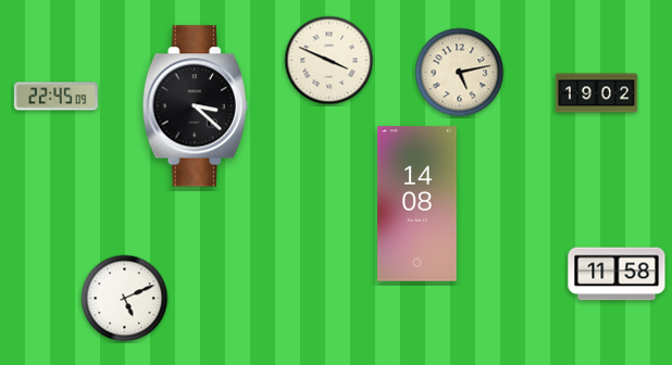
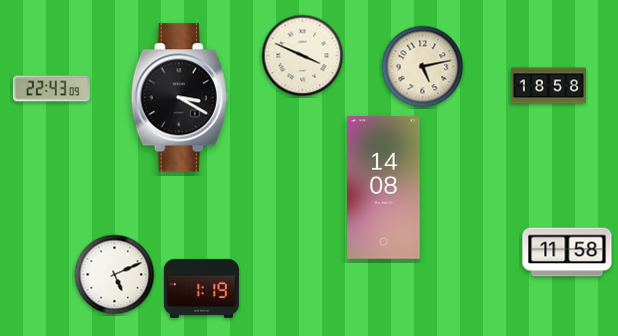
clock at (596, 93): 19:02 -> 18:58
clock at (55, 97): 22:45 -> 22:43
clock at (195, 106): 3:22 -> 3:20
clock at (201, 288): none -> 1:19
